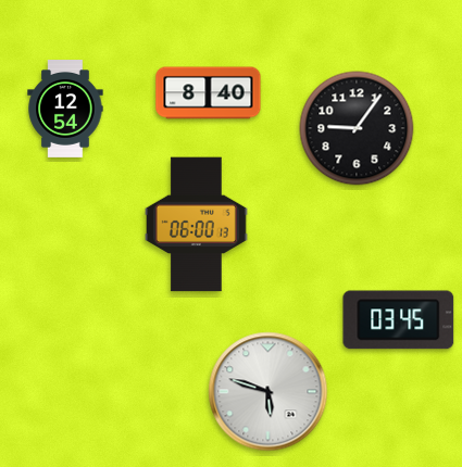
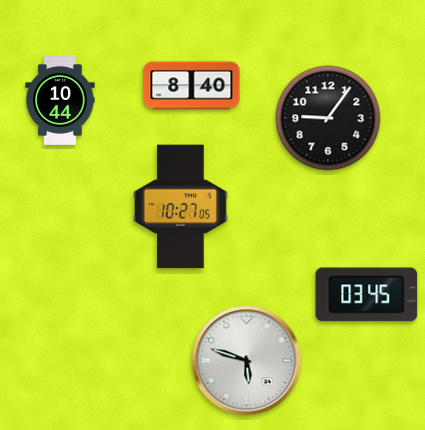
clock at (65, 110): 12:54 -> 10:44
clock at (196, 225): 06:00 -> 10:27
